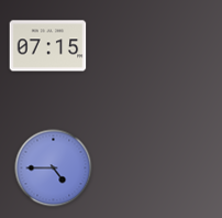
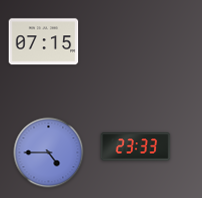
clock at (136, 147): none -> 23:33
